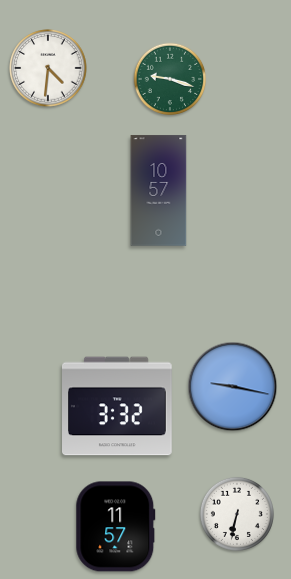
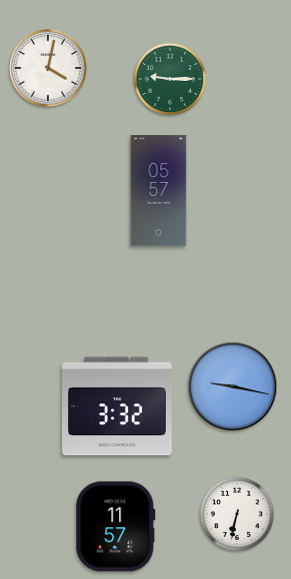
clock at (48, 68): 4:31 -> 4:02
clock at (170, 79): 9:18 -> 9:15
clock at (159, 191): 10:57 -> 05:57
